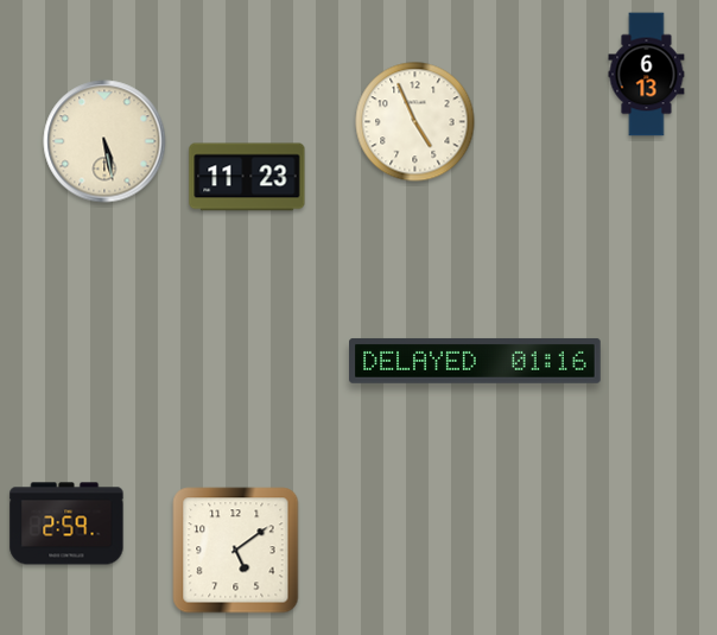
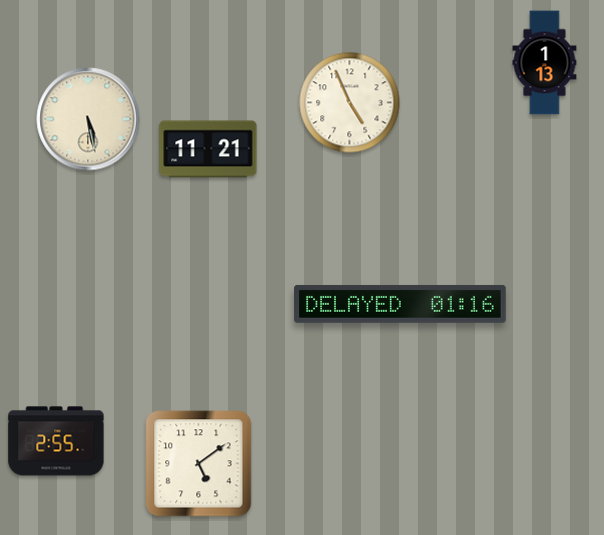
clock at (647, 75): 6:13 -> 1:13
clock at (247, 177): 11:23 -> 11:21
clock at (66, 523): 2:59 -> 2:55
